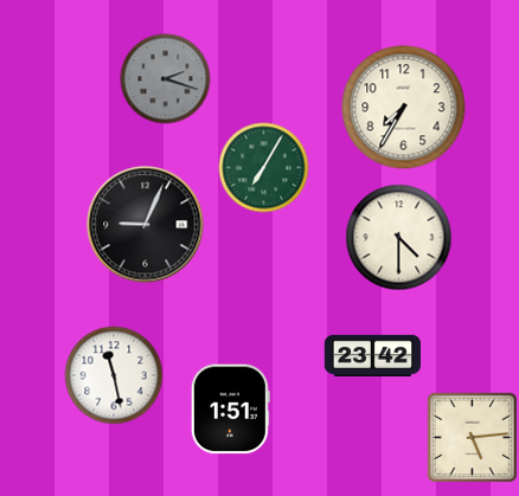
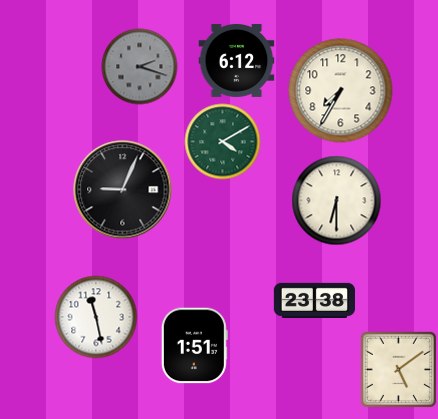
clock at (237, 60): none -> 6:12
clock at (264, 168): 7:05 -> 4:10
clock at (399, 238): 4:30 -> 6:30
clock at (372, 355): 23:42 -> 23:38
clock at (472, 437): 5:14 -> 5:09
